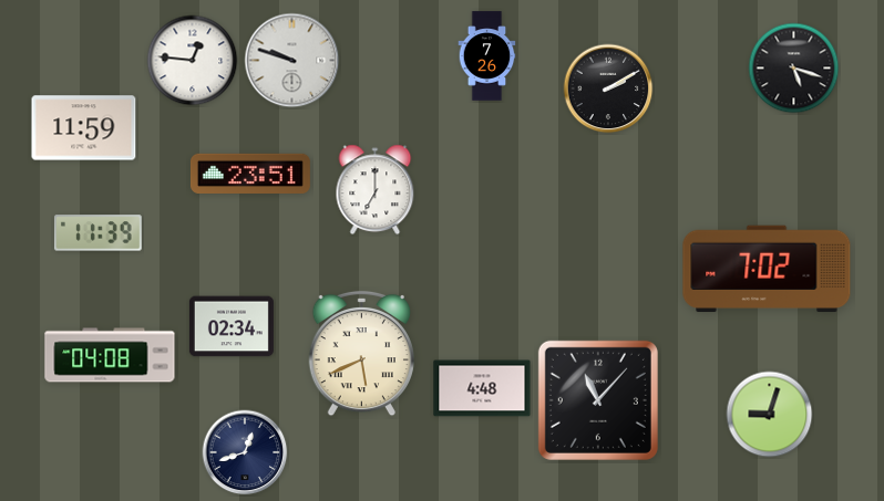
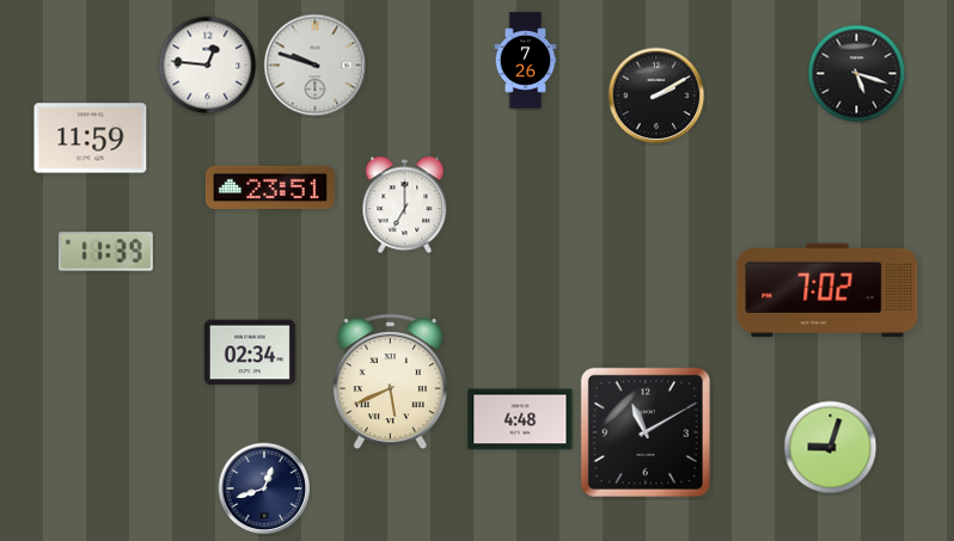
clock at (110, 355): 04:08 -> none
clock at (598, 400): 11:07 -> 11:10
